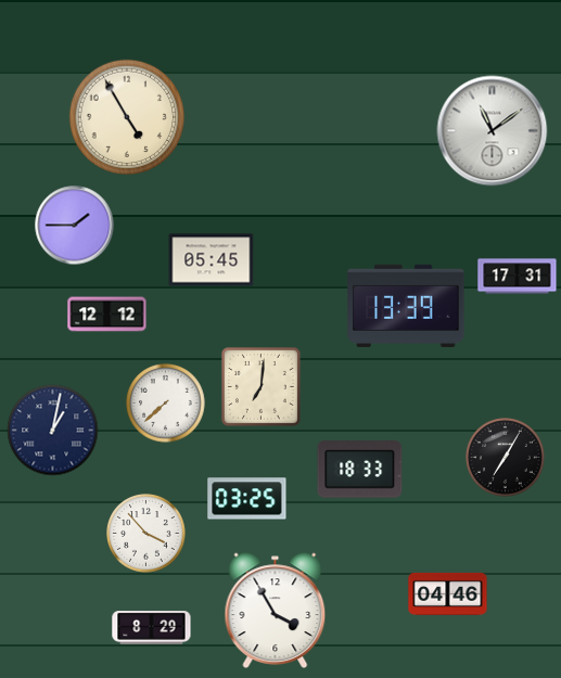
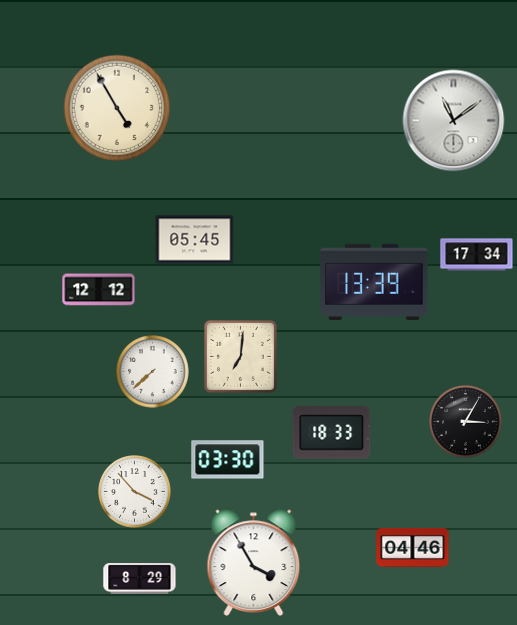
clock at (75, 226): 1:45 -> none
clock at (518, 277): 17:31 -> 17:34
clock at (53, 431): 1:02 -> none
clock at (506, 458): 7:05 -> 3:05
clock at (247, 499): 03:25 -> 03:30
